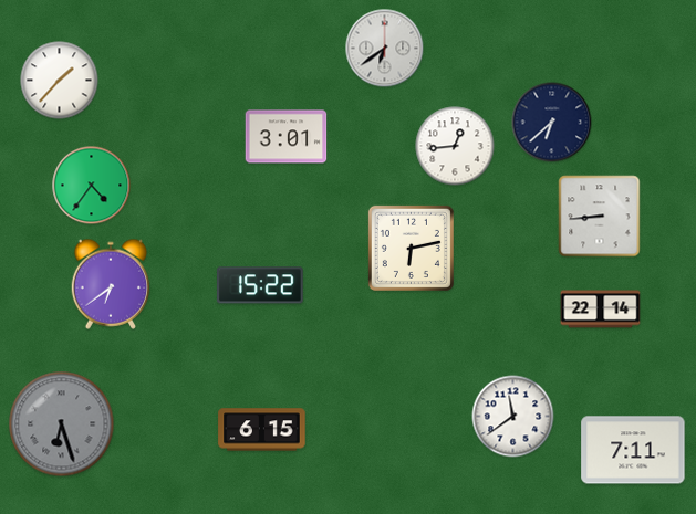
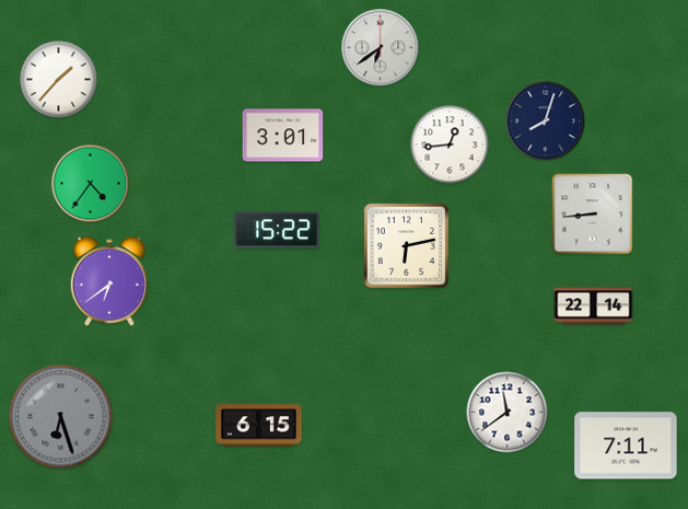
clock at (552, 123): 6:38 -> 8:03
clock at (261, 285) position: (261, 285) -> (278, 230)
clock at (62, 424) position: (62, 424) -> (61, 417)
